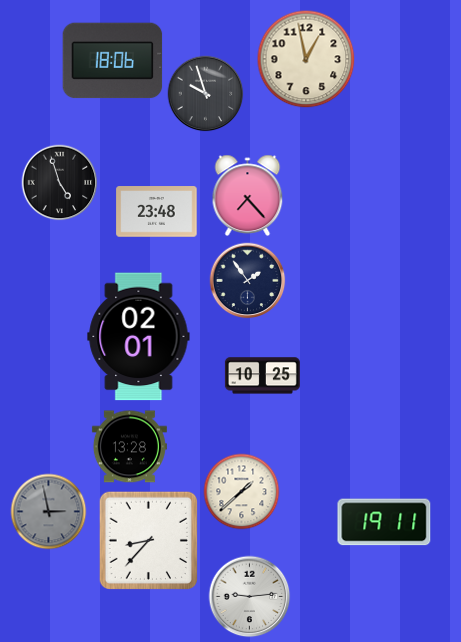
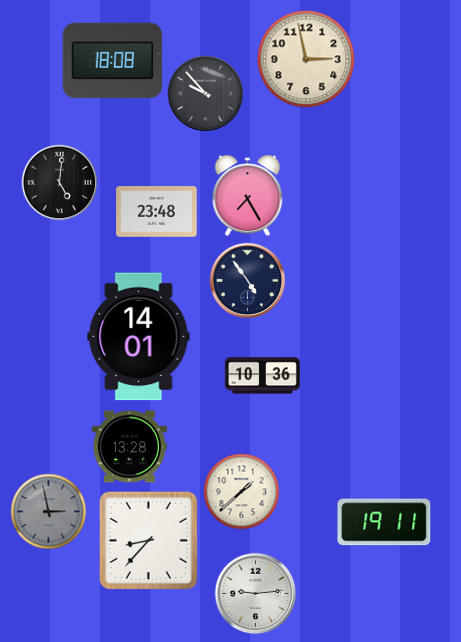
clock at (306, 59): 12:58 -> 2:58
clock at (113, 61): 18:06 -> 18:08
clock at (206, 94): 9:57 -> 9:53
clock at (60, 183): 4:57 -> 5:01
clock at (248, 196): 7:23 -> 7:25
clock at (248, 281): 1:54 -> 4:54
clock at (139, 337): 02:01 -> 14:01
clock at (262, 376): 10:25 -> 10:36
clock at (250, 597) position: (250, 597) -> (256, 594)
